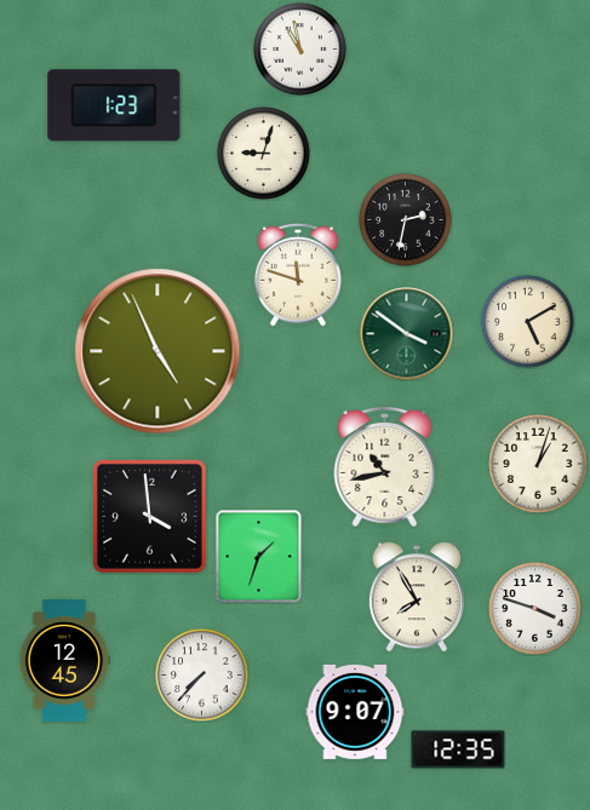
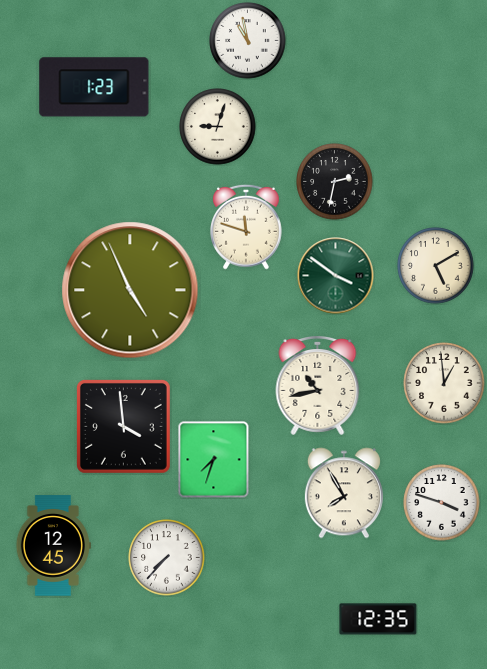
clock at (538, 464): 1:03 -> 12:59
clock at (259, 557): 1:33 -> 7:33
clock at (355, 712): 9:07 -> none
